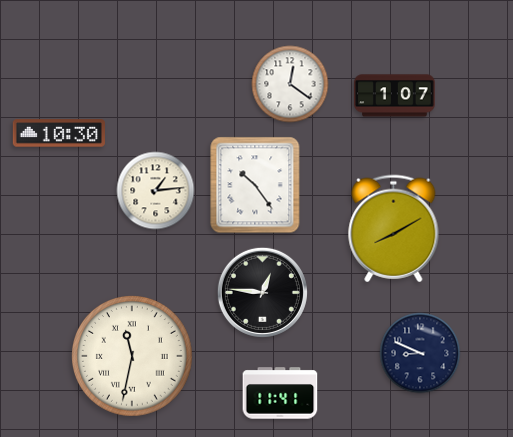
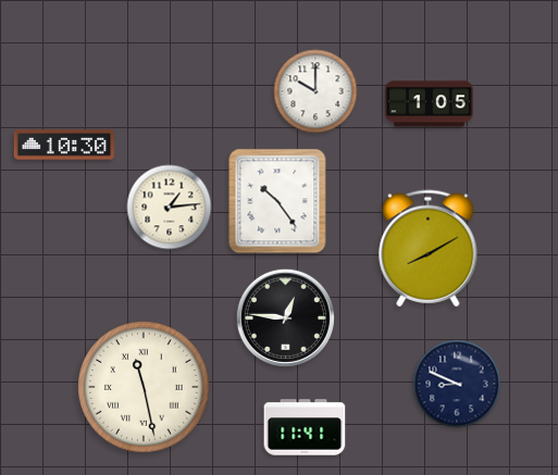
clock at (290, 84): 12:21 -> 10:00
clock at (395, 96): 1:07 -> 1:05
clock at (133, 357): 11:32 -> 11:28
